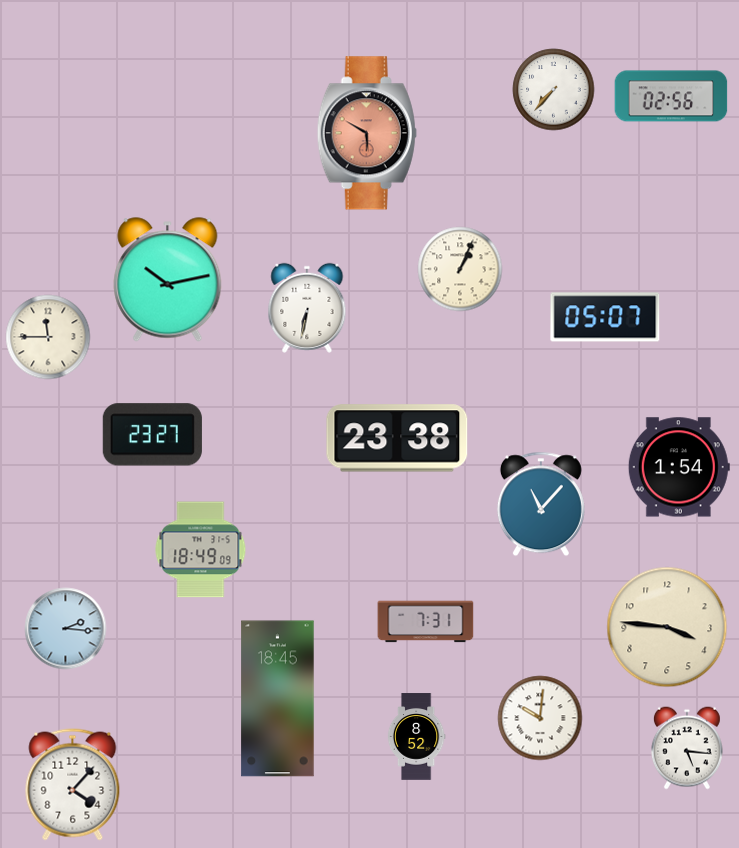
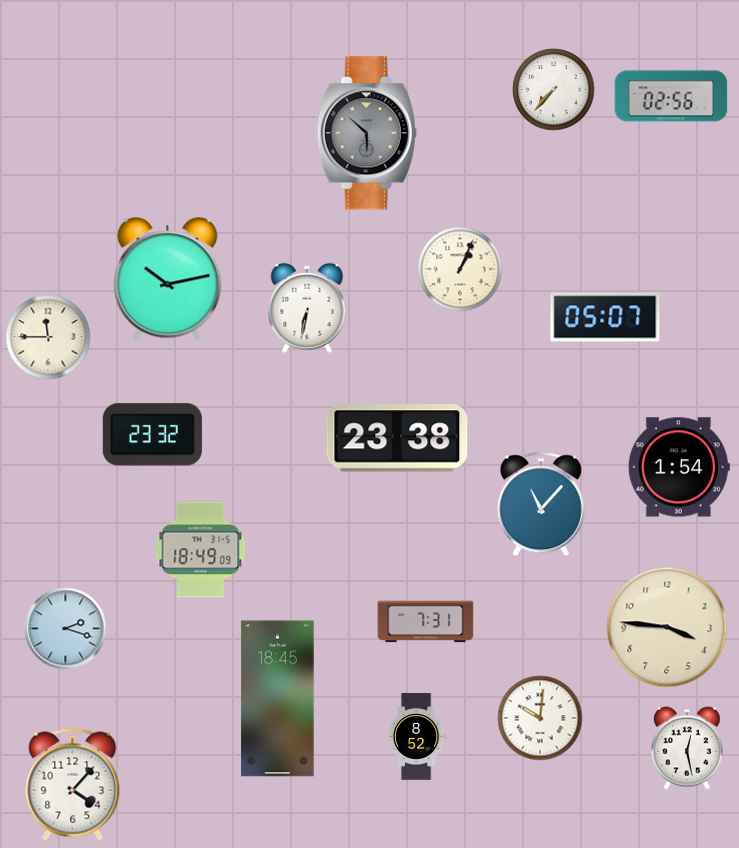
clock at (367, 133): 5:50 -> 5:52
clock at (367, 133) dial: salmon -> grey
clock at (152, 435): 23:27 -> 23:32
clock at (66, 629): 2:16 -> 2:18
clock at (687, 748): 5:16 -> 12:28
